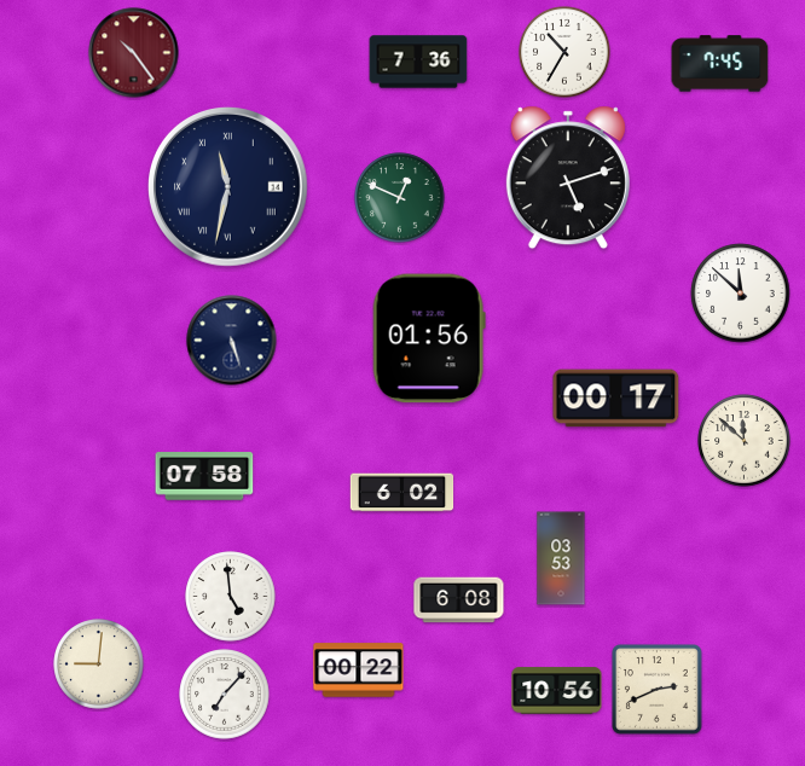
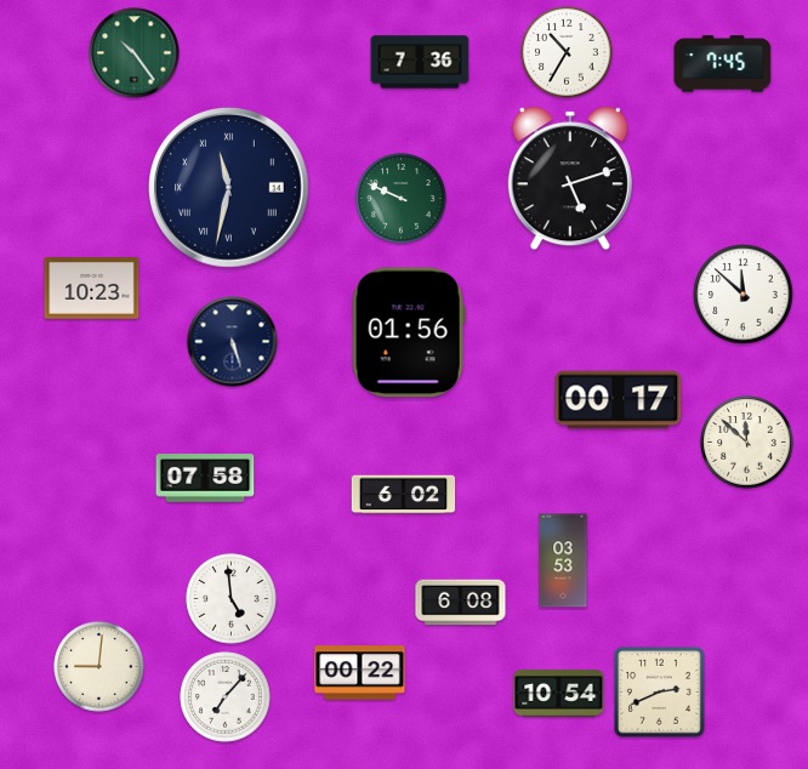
clock at (134, 53) dial: burgundy -> green
clock at (400, 198): 12:49 -> 9:49
clock at (92, 289): none -> 10:23
clock at (429, 338) position: (429, 338) -> (409, 332)
clock at (557, 691): 10:56 -> 10:54
